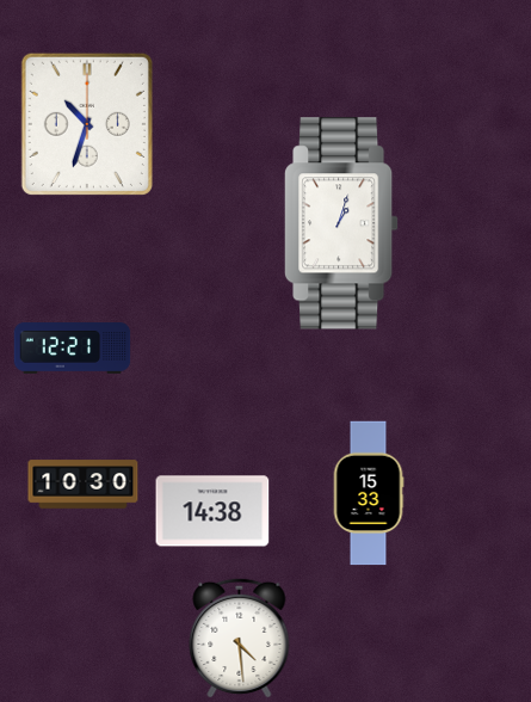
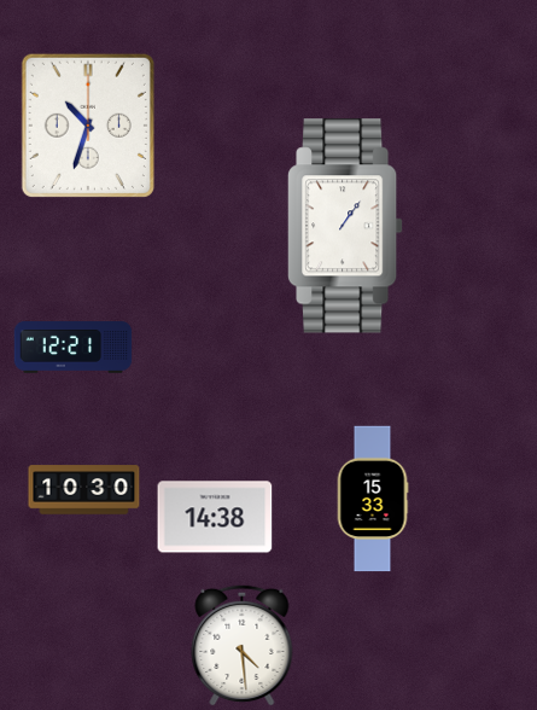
clock at (342, 223): 1:03 -> 1:06
clock at (73, 349) position: (73, 349) -> (74, 348)
